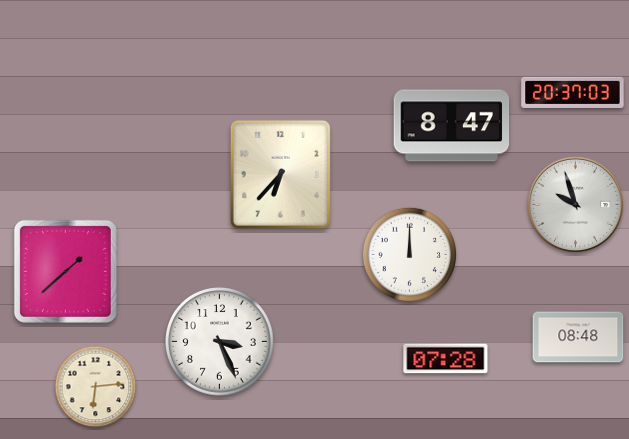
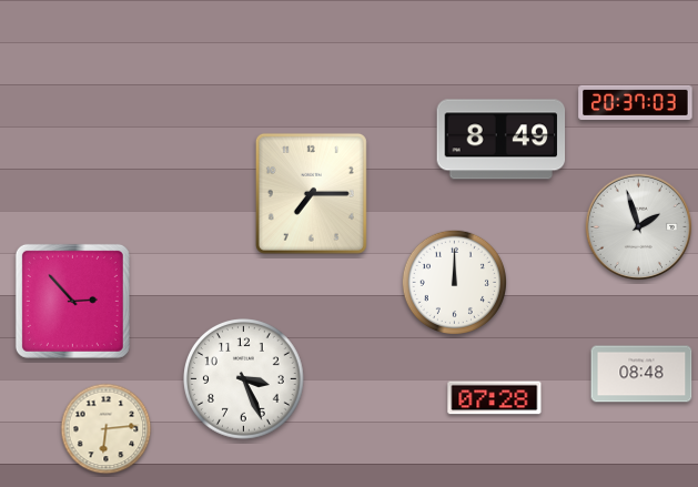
clock at (452, 126): 8:47 -> 8:49
clock at (280, 174): 6:37 -> 7:15
clock at (576, 205): 9:57 -> 1:57
clock at (65, 271): 1:38 -> 2:53
